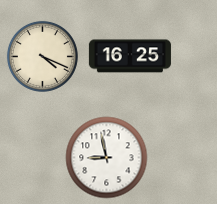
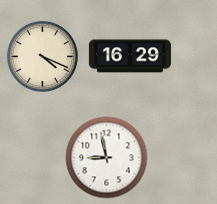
clock at (130, 56): 16:25 -> 16:29
